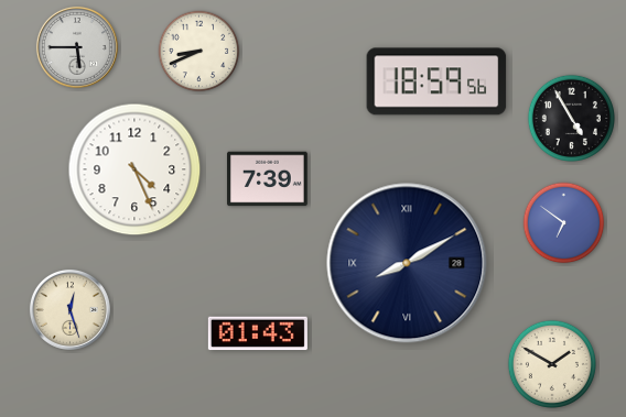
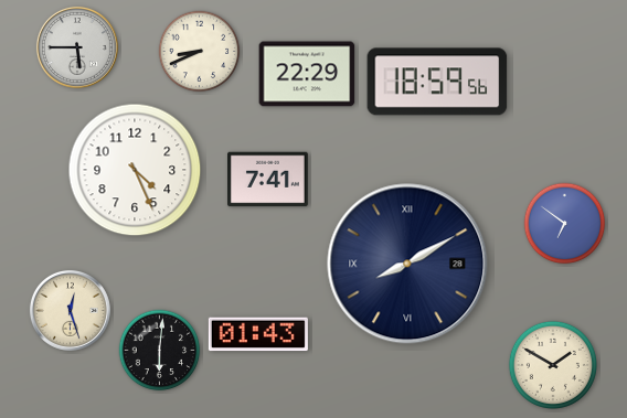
clock at (307, 74): none -> 22:29
clock at (571, 118): 4:55 -> none
clock at (268, 179): 7:39 -> 7:41
clock at (160, 351): none -> 6:01
